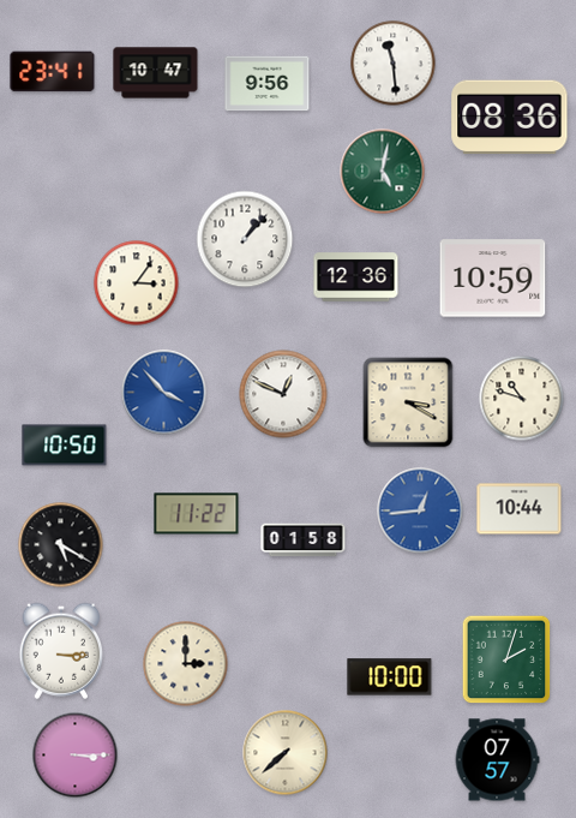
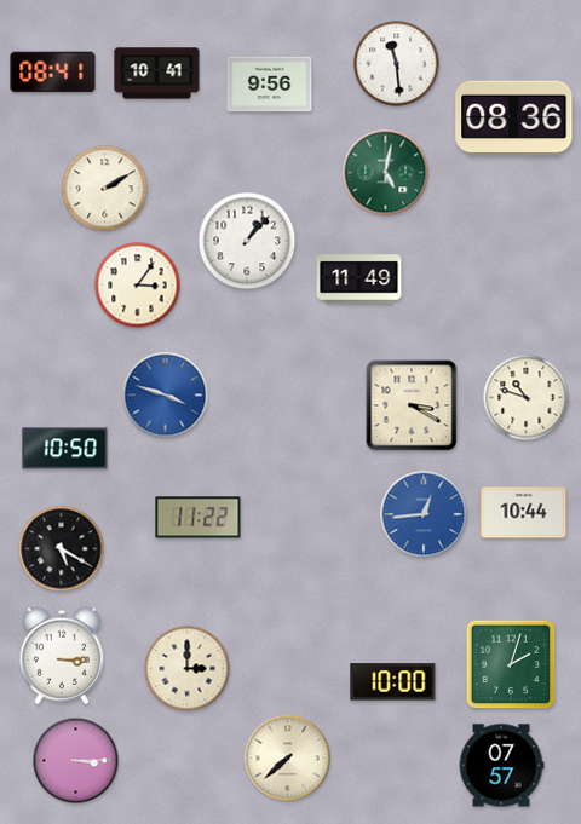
clock at (53, 72): 23:41 -> 08:41
clock at (156, 73): 10:47 -> 10:41
clock at (105, 189): none -> 2:10
clock at (356, 277): 12:36 -> 11:49
clock at (493, 279): 10:59 -> none
clock at (164, 393): 3:53 -> 3:48
clock at (283, 394): 12:49 -> none
clock at (522, 399) position: (522, 399) -> (527, 398)
clock at (304, 541): 01:58 -> none
